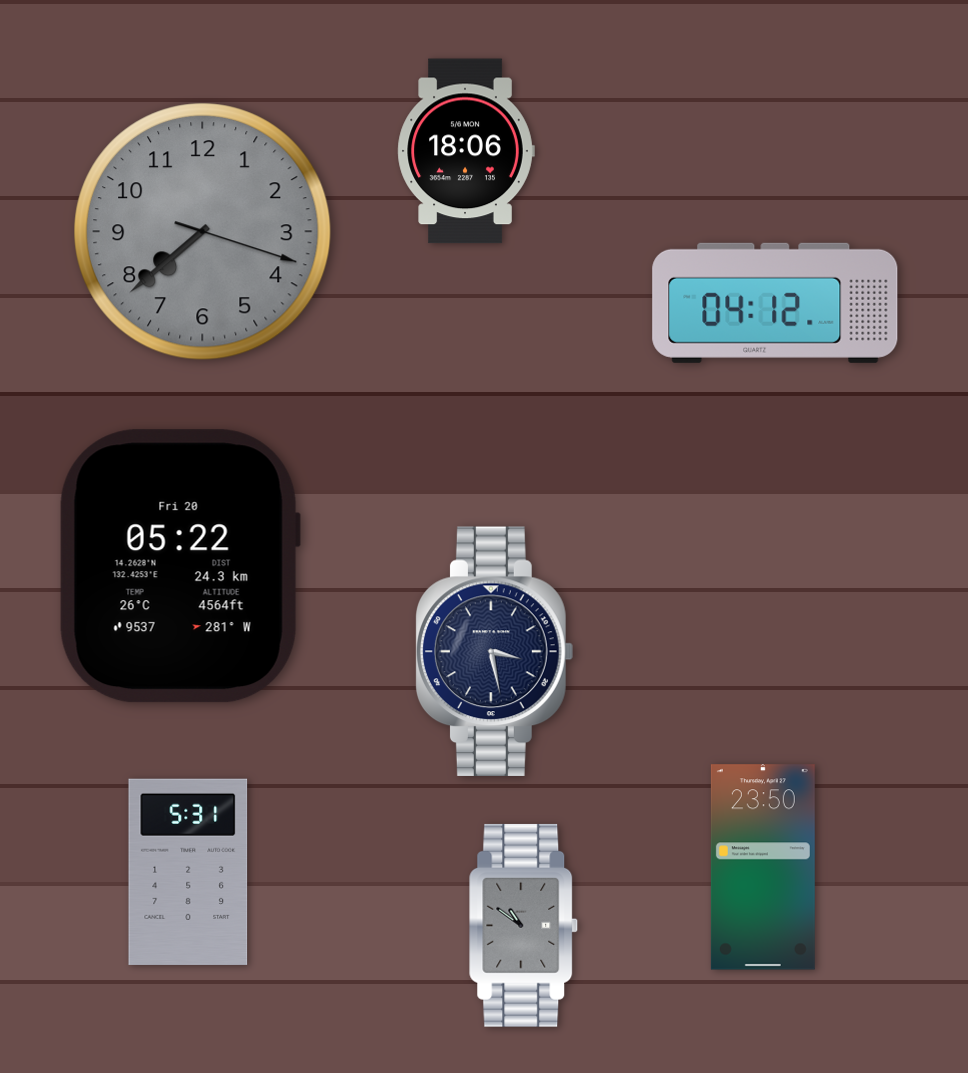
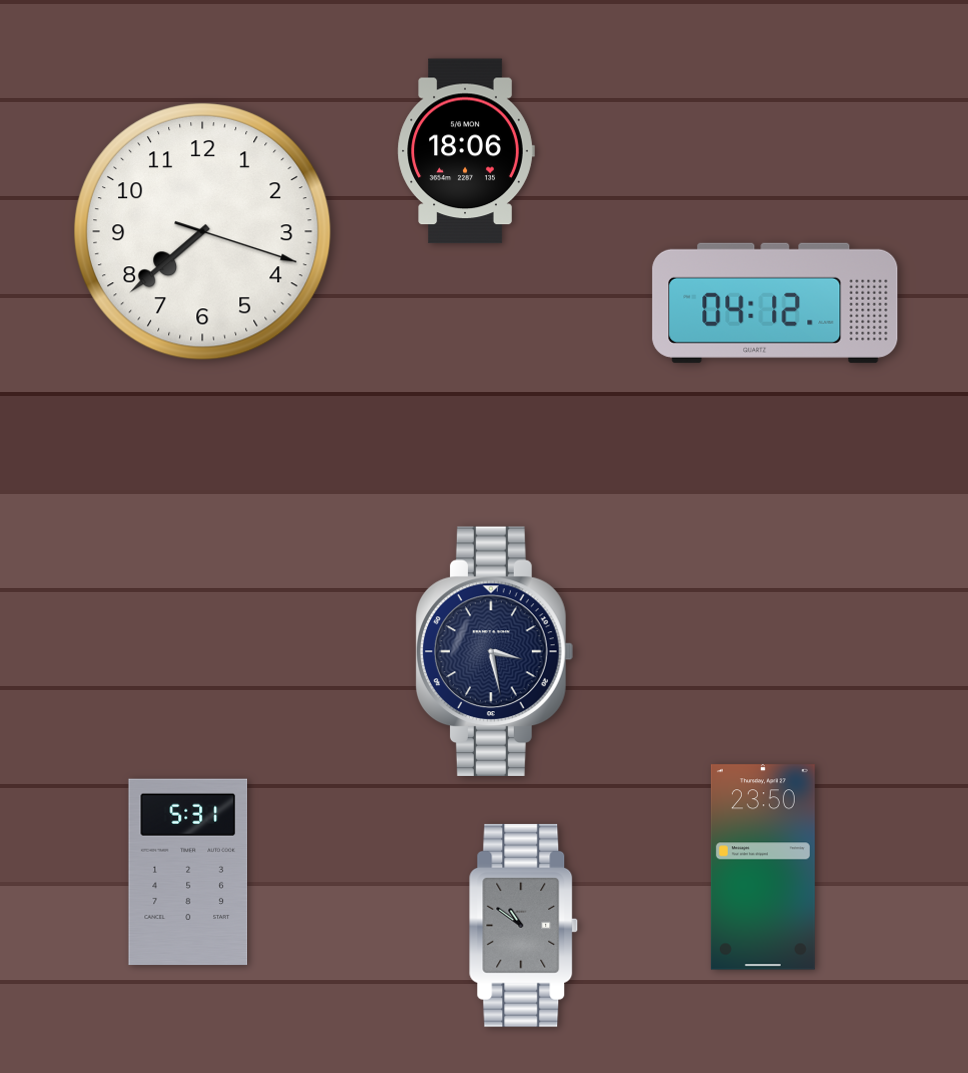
clock at (203, 232) dial: grey -> white
clock at (180, 566): 05:22 -> none
